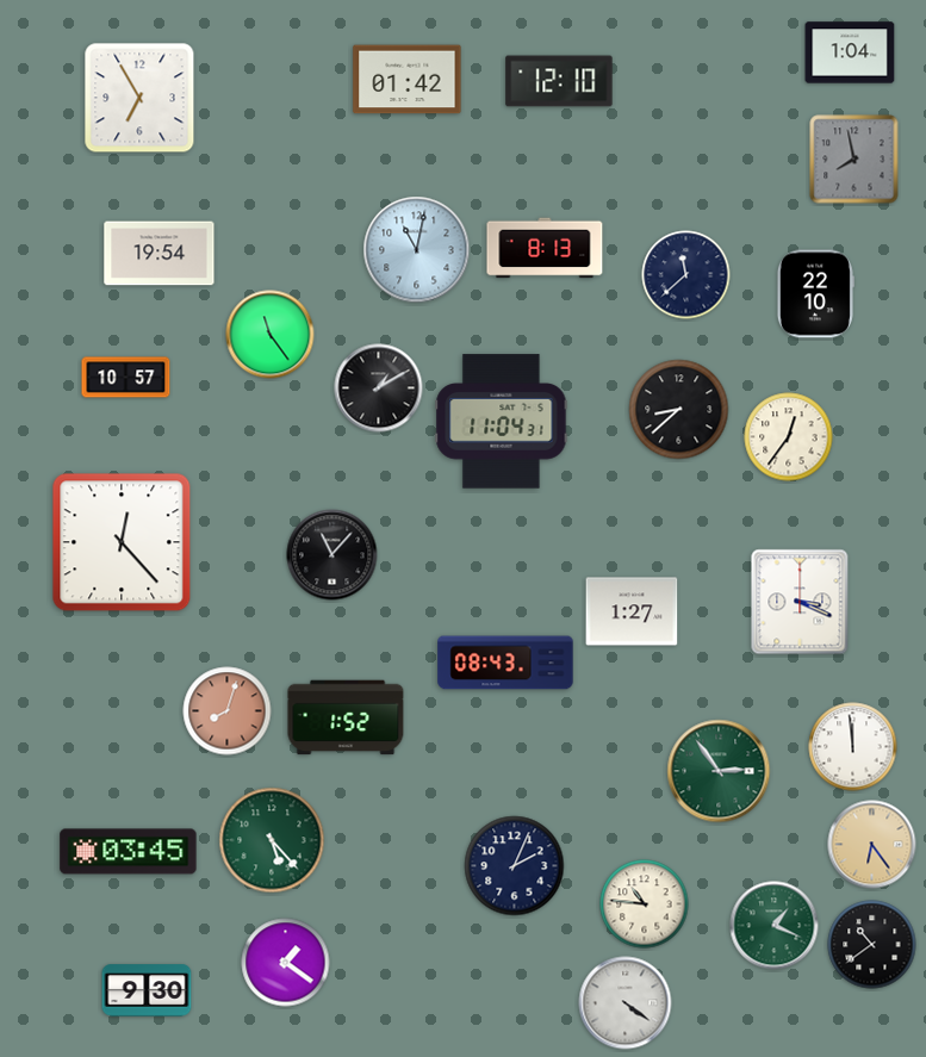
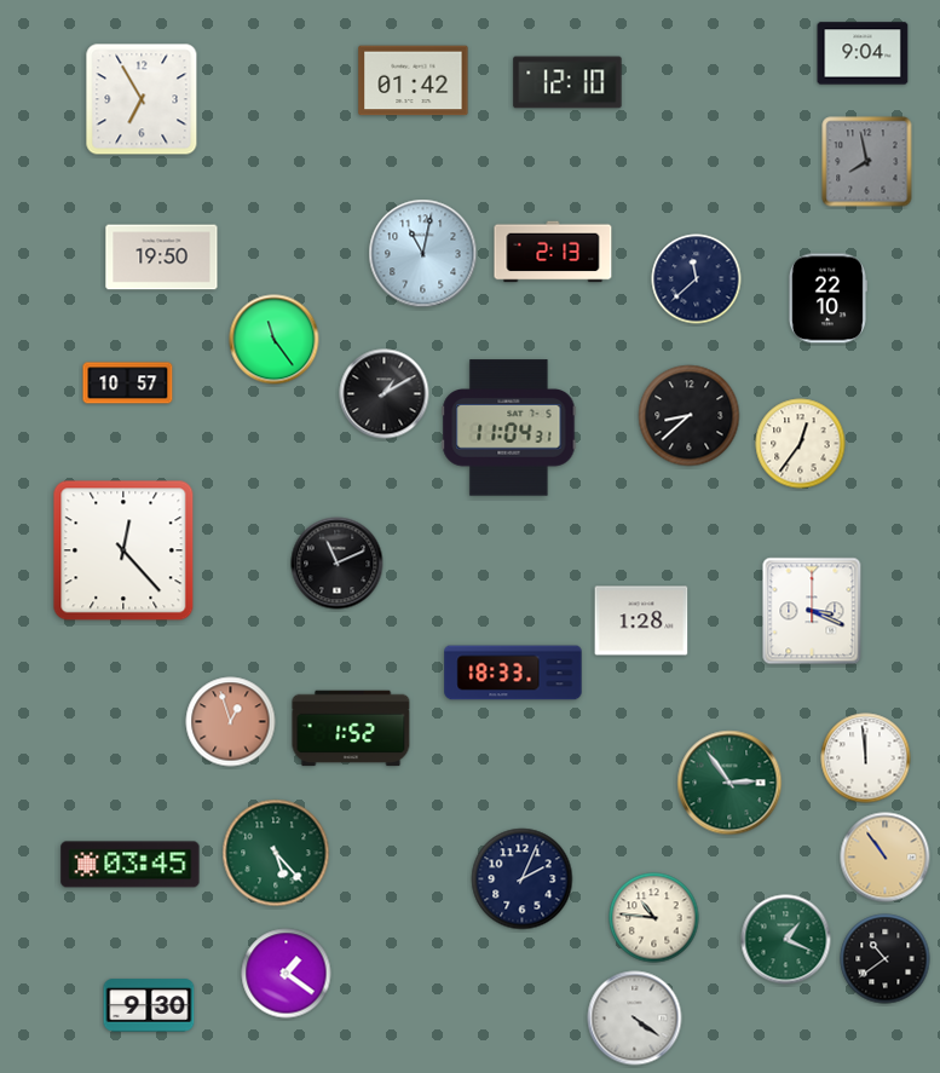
clock at (850, 52): 1:04 -> 9:04
clock at (545, 248): 8:13 -> 2:13
clock at (160, 254): 19:54 -> 19:50
clock at (333, 555): 11:07 -> 11:11
clock at (632, 611): 1:27 -> 1:28
clock at (505, 663): 08:43 -> 18:33
clock at (228, 711): 8:03 -> 12:57
clock at (872, 845): 6:24 -> 10:54
clock at (286, 963) position: (286, 963) -> (287, 974)
